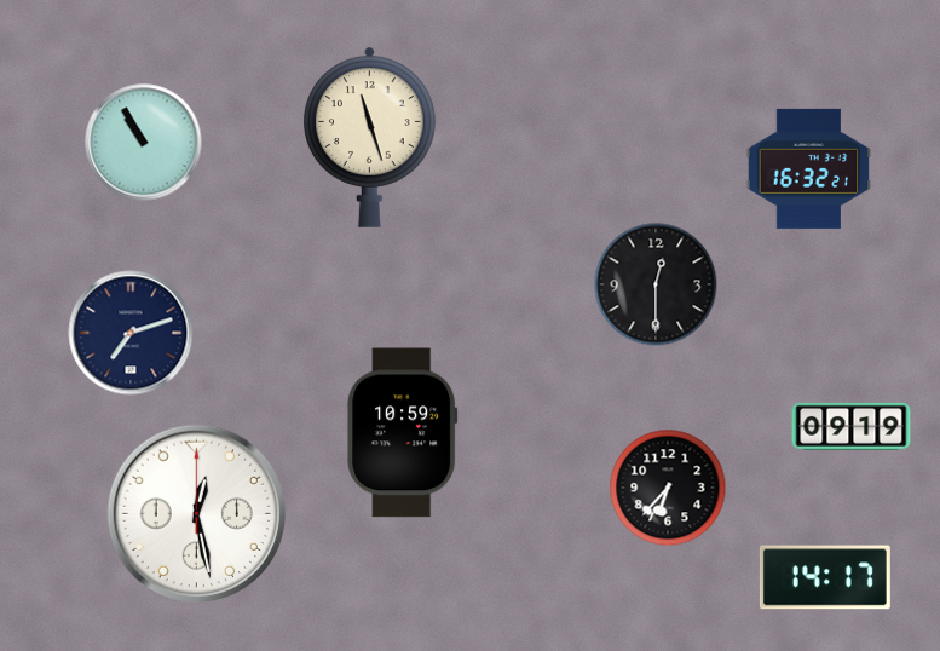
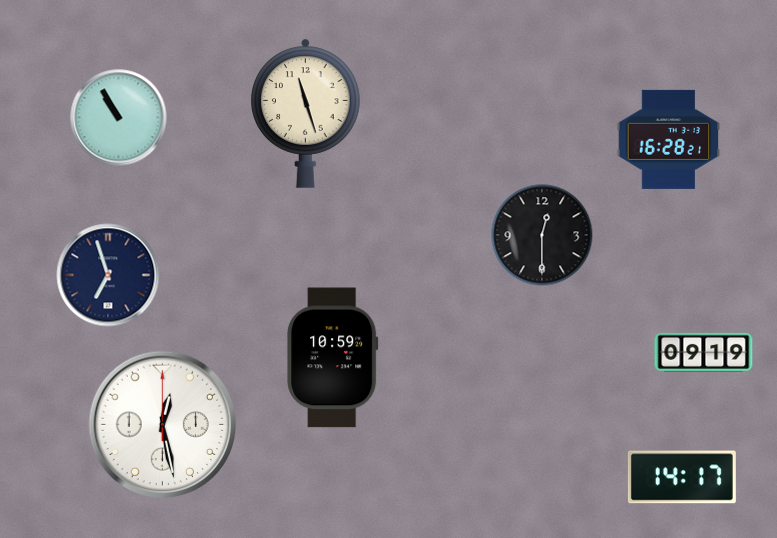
clock at (809, 168): 16:32 -> 16:28
clock at (131, 333): 7:12 -> 6:57
clock at (668, 488): 6:37 -> none
